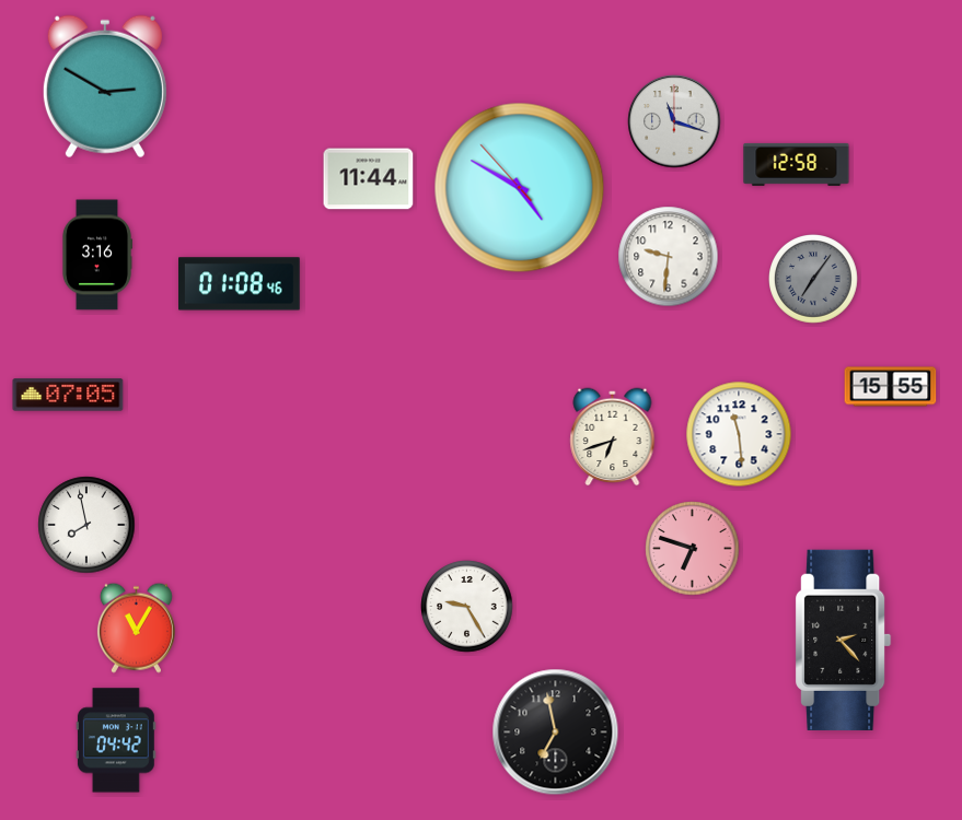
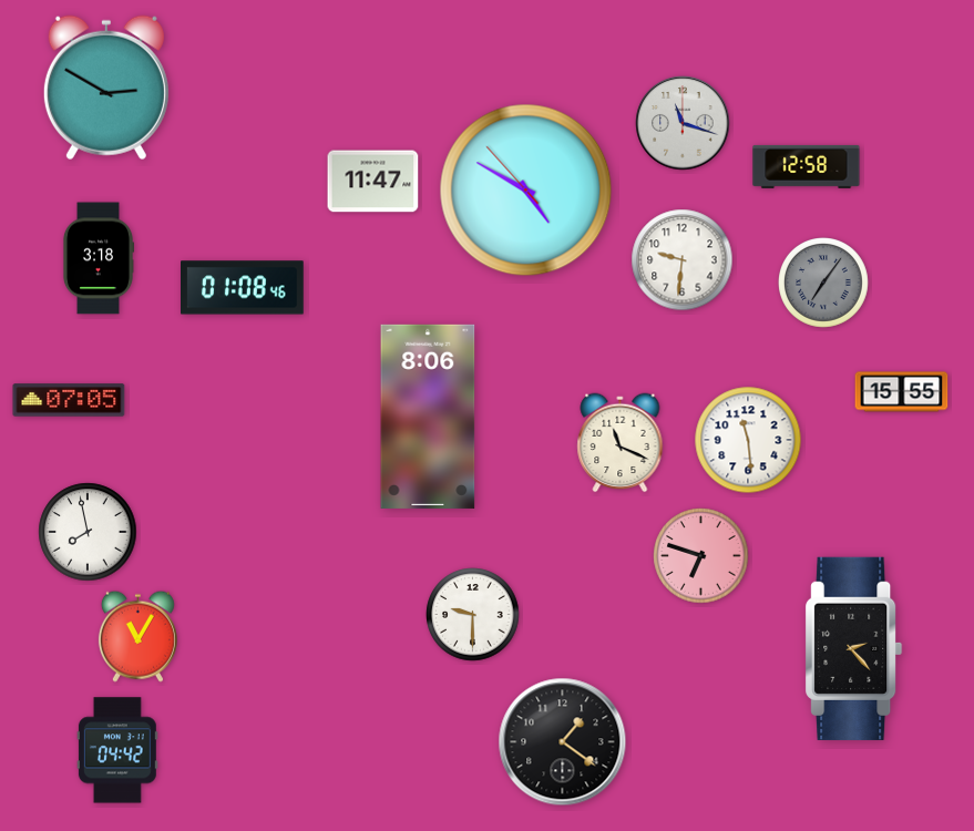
clock at (369, 179): 11:44 -> 11:47
clock at (96, 255): 3:16 -> 3:18
clock at (669, 257) position: (669, 257) -> (683, 260)
clock at (428, 417): none -> 8:06
clock at (613, 437): 6:42 -> 11:19
clock at (467, 607): 9:25 -> 9:30
clock at (556, 733): 6:58 -> 1:21
